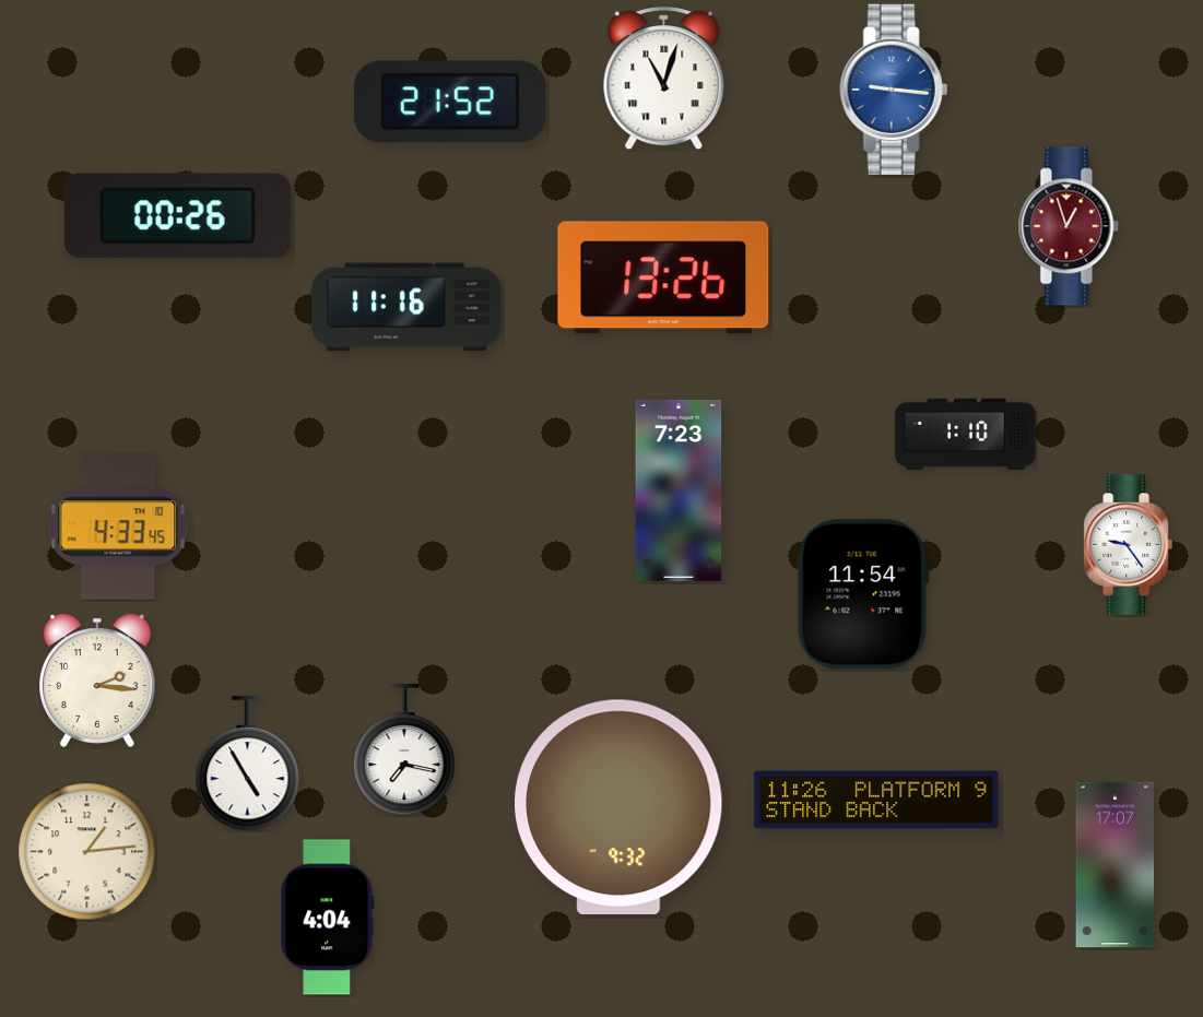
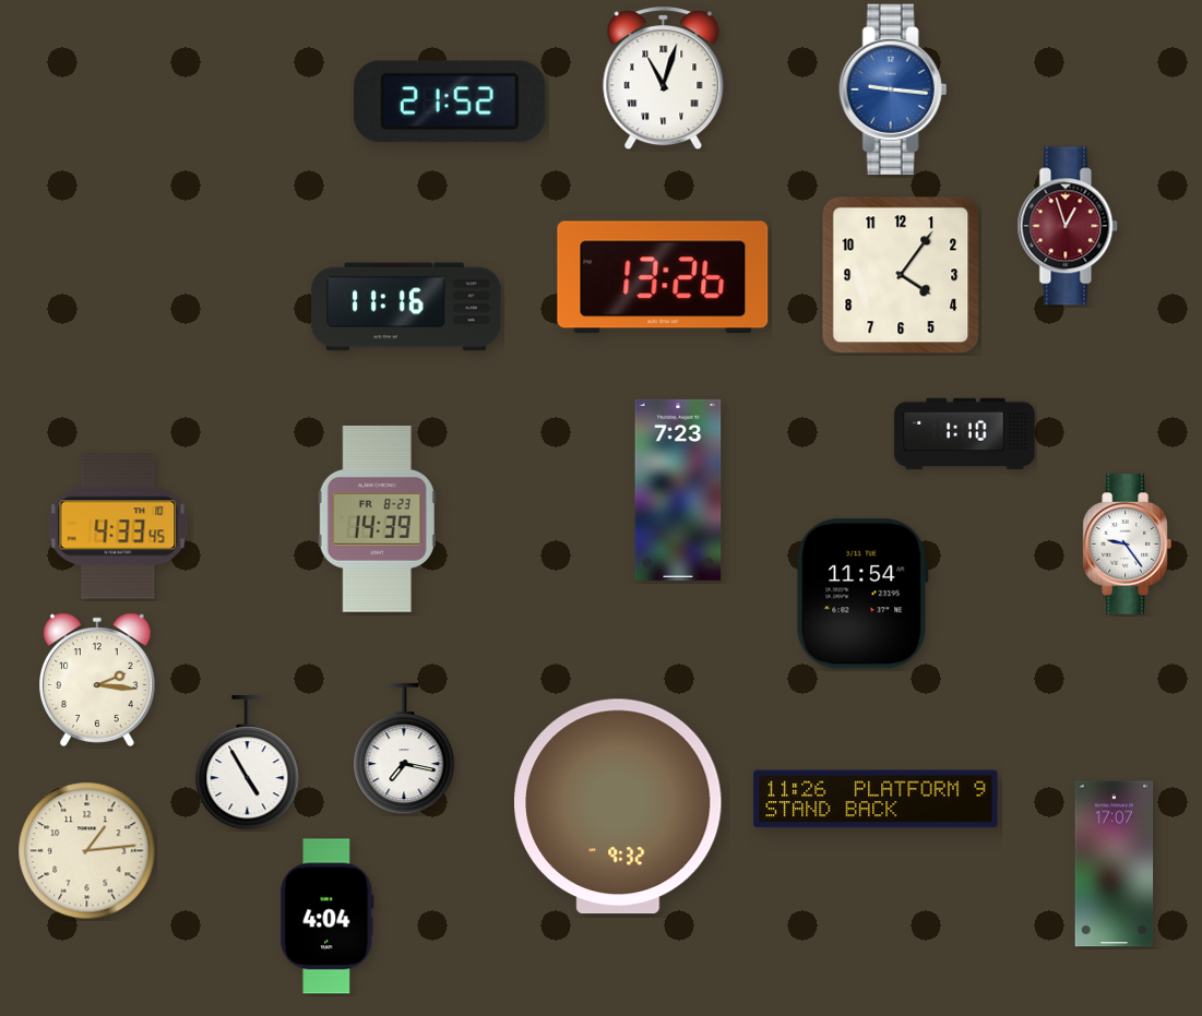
clock at (177, 216): 00:26 -> none
clock at (901, 275): none -> 4:06
clock at (377, 519): none -> 14:39
